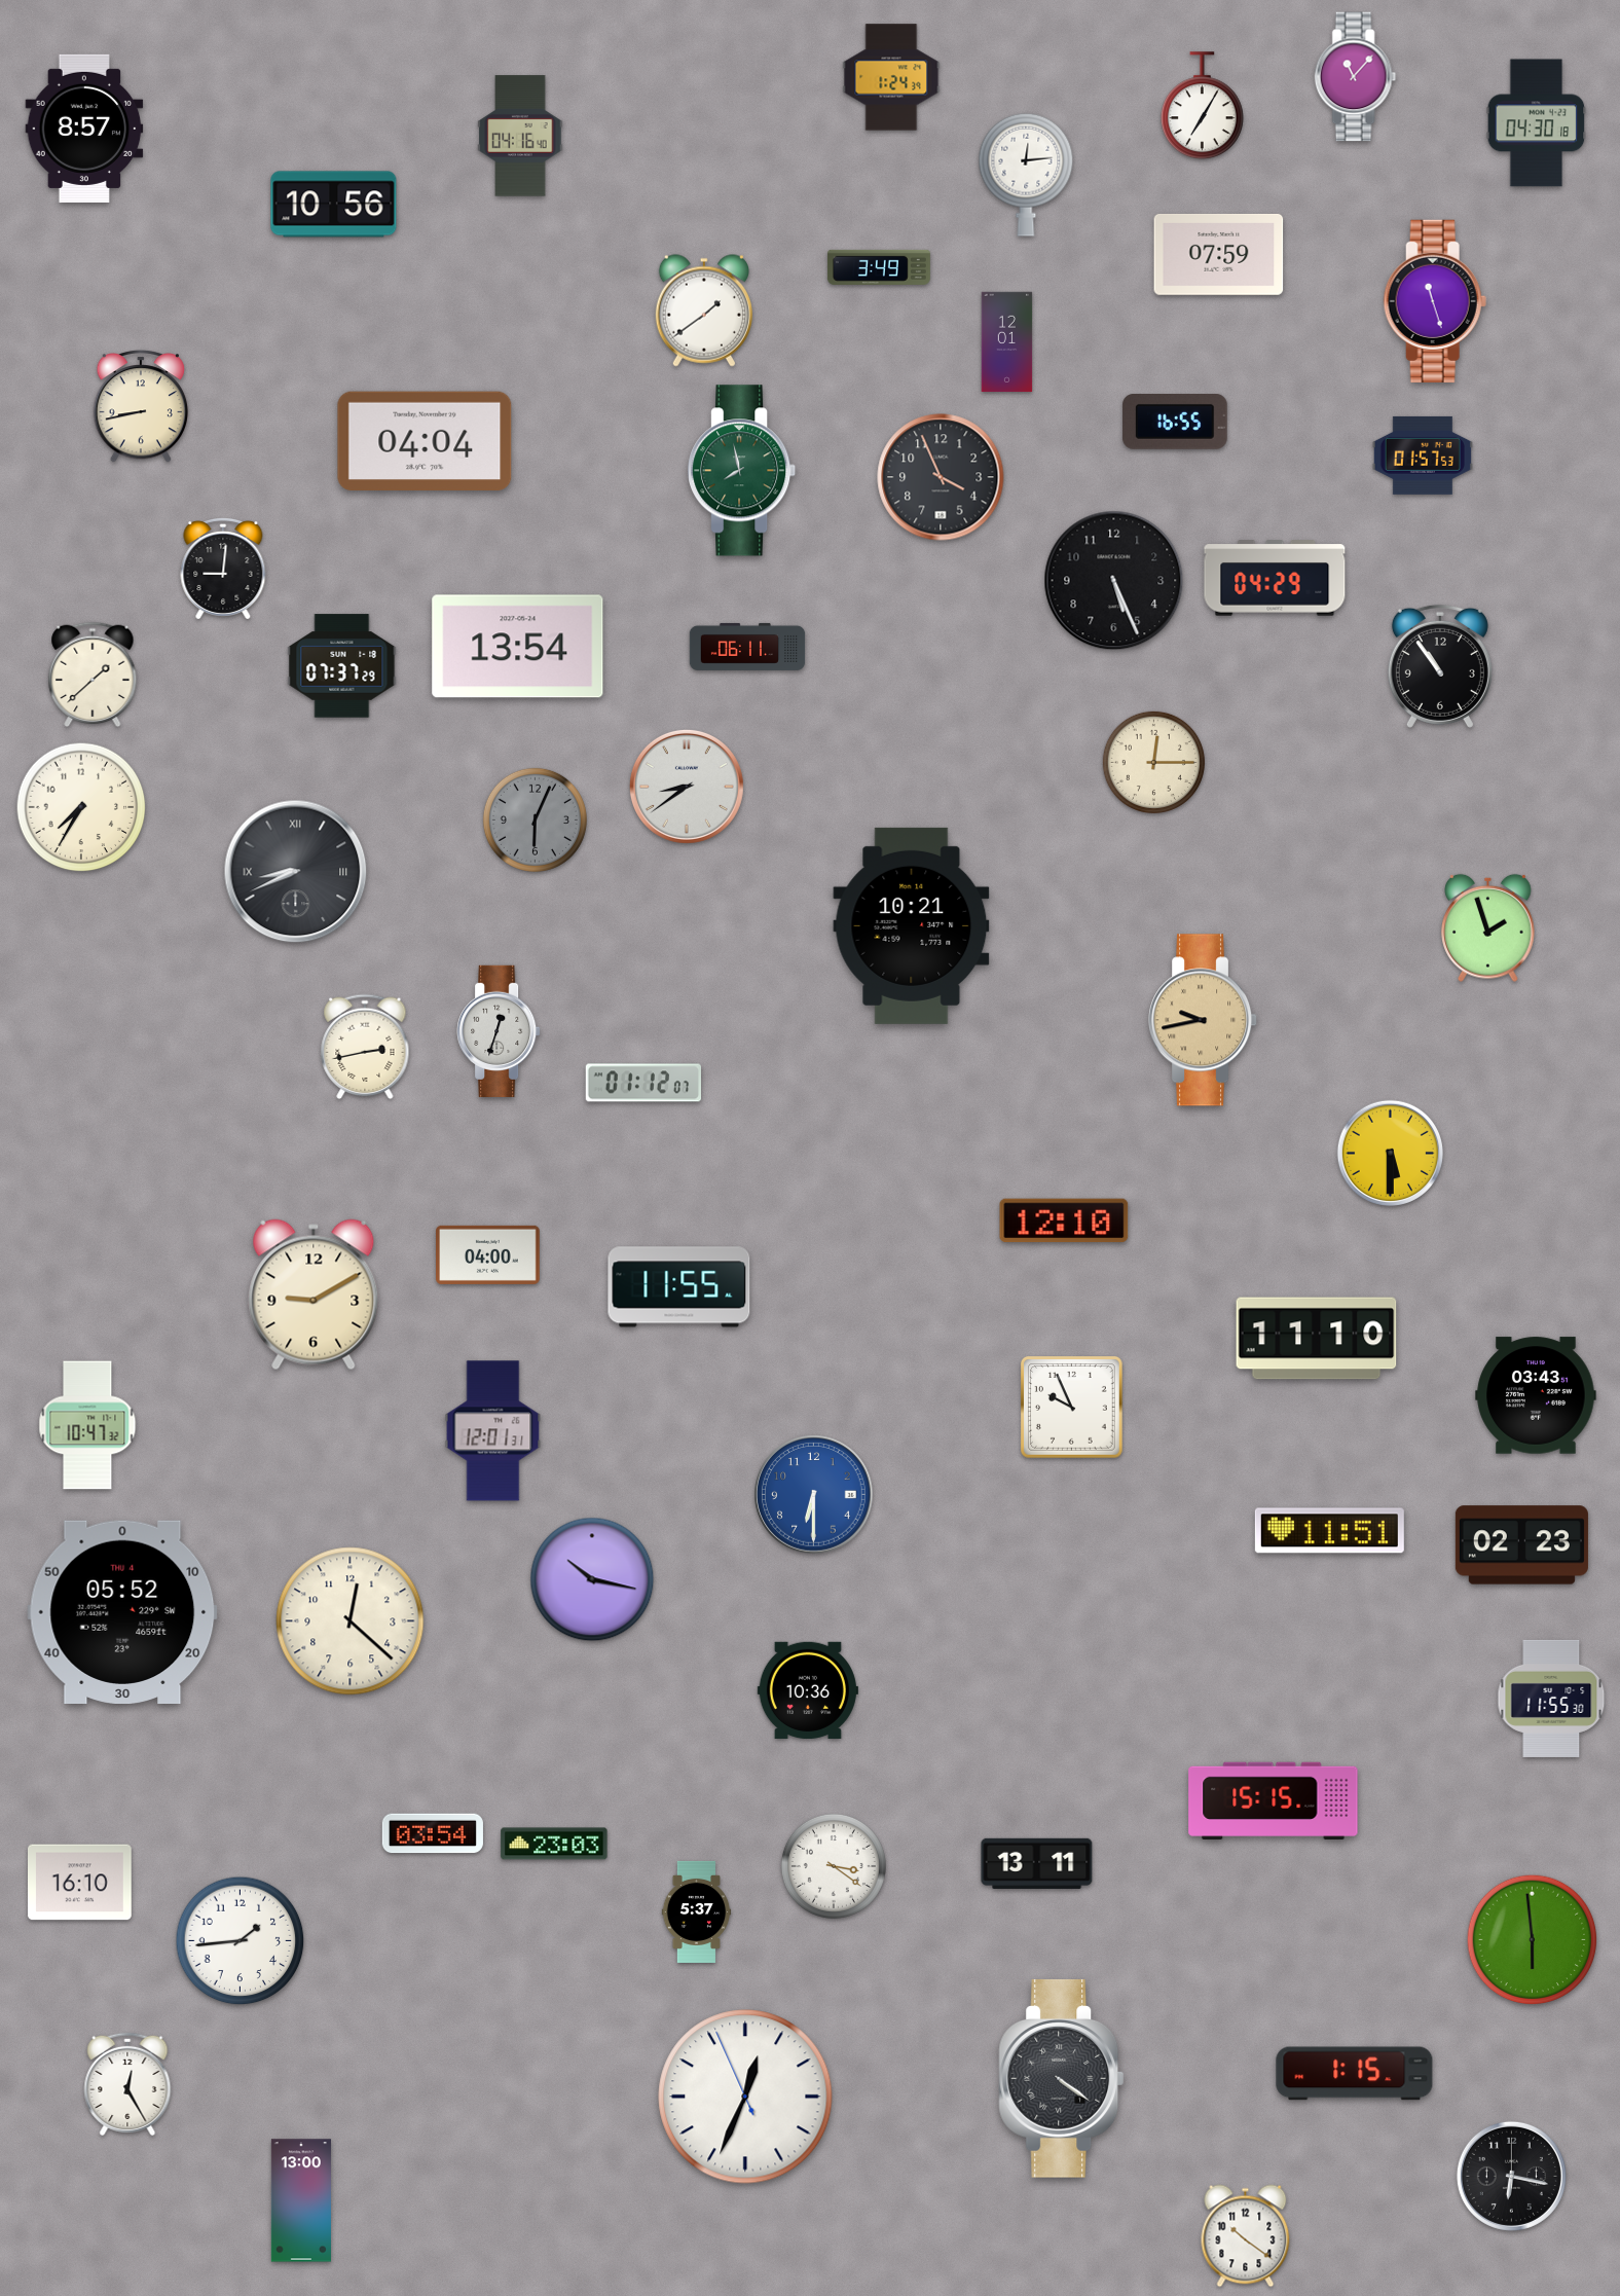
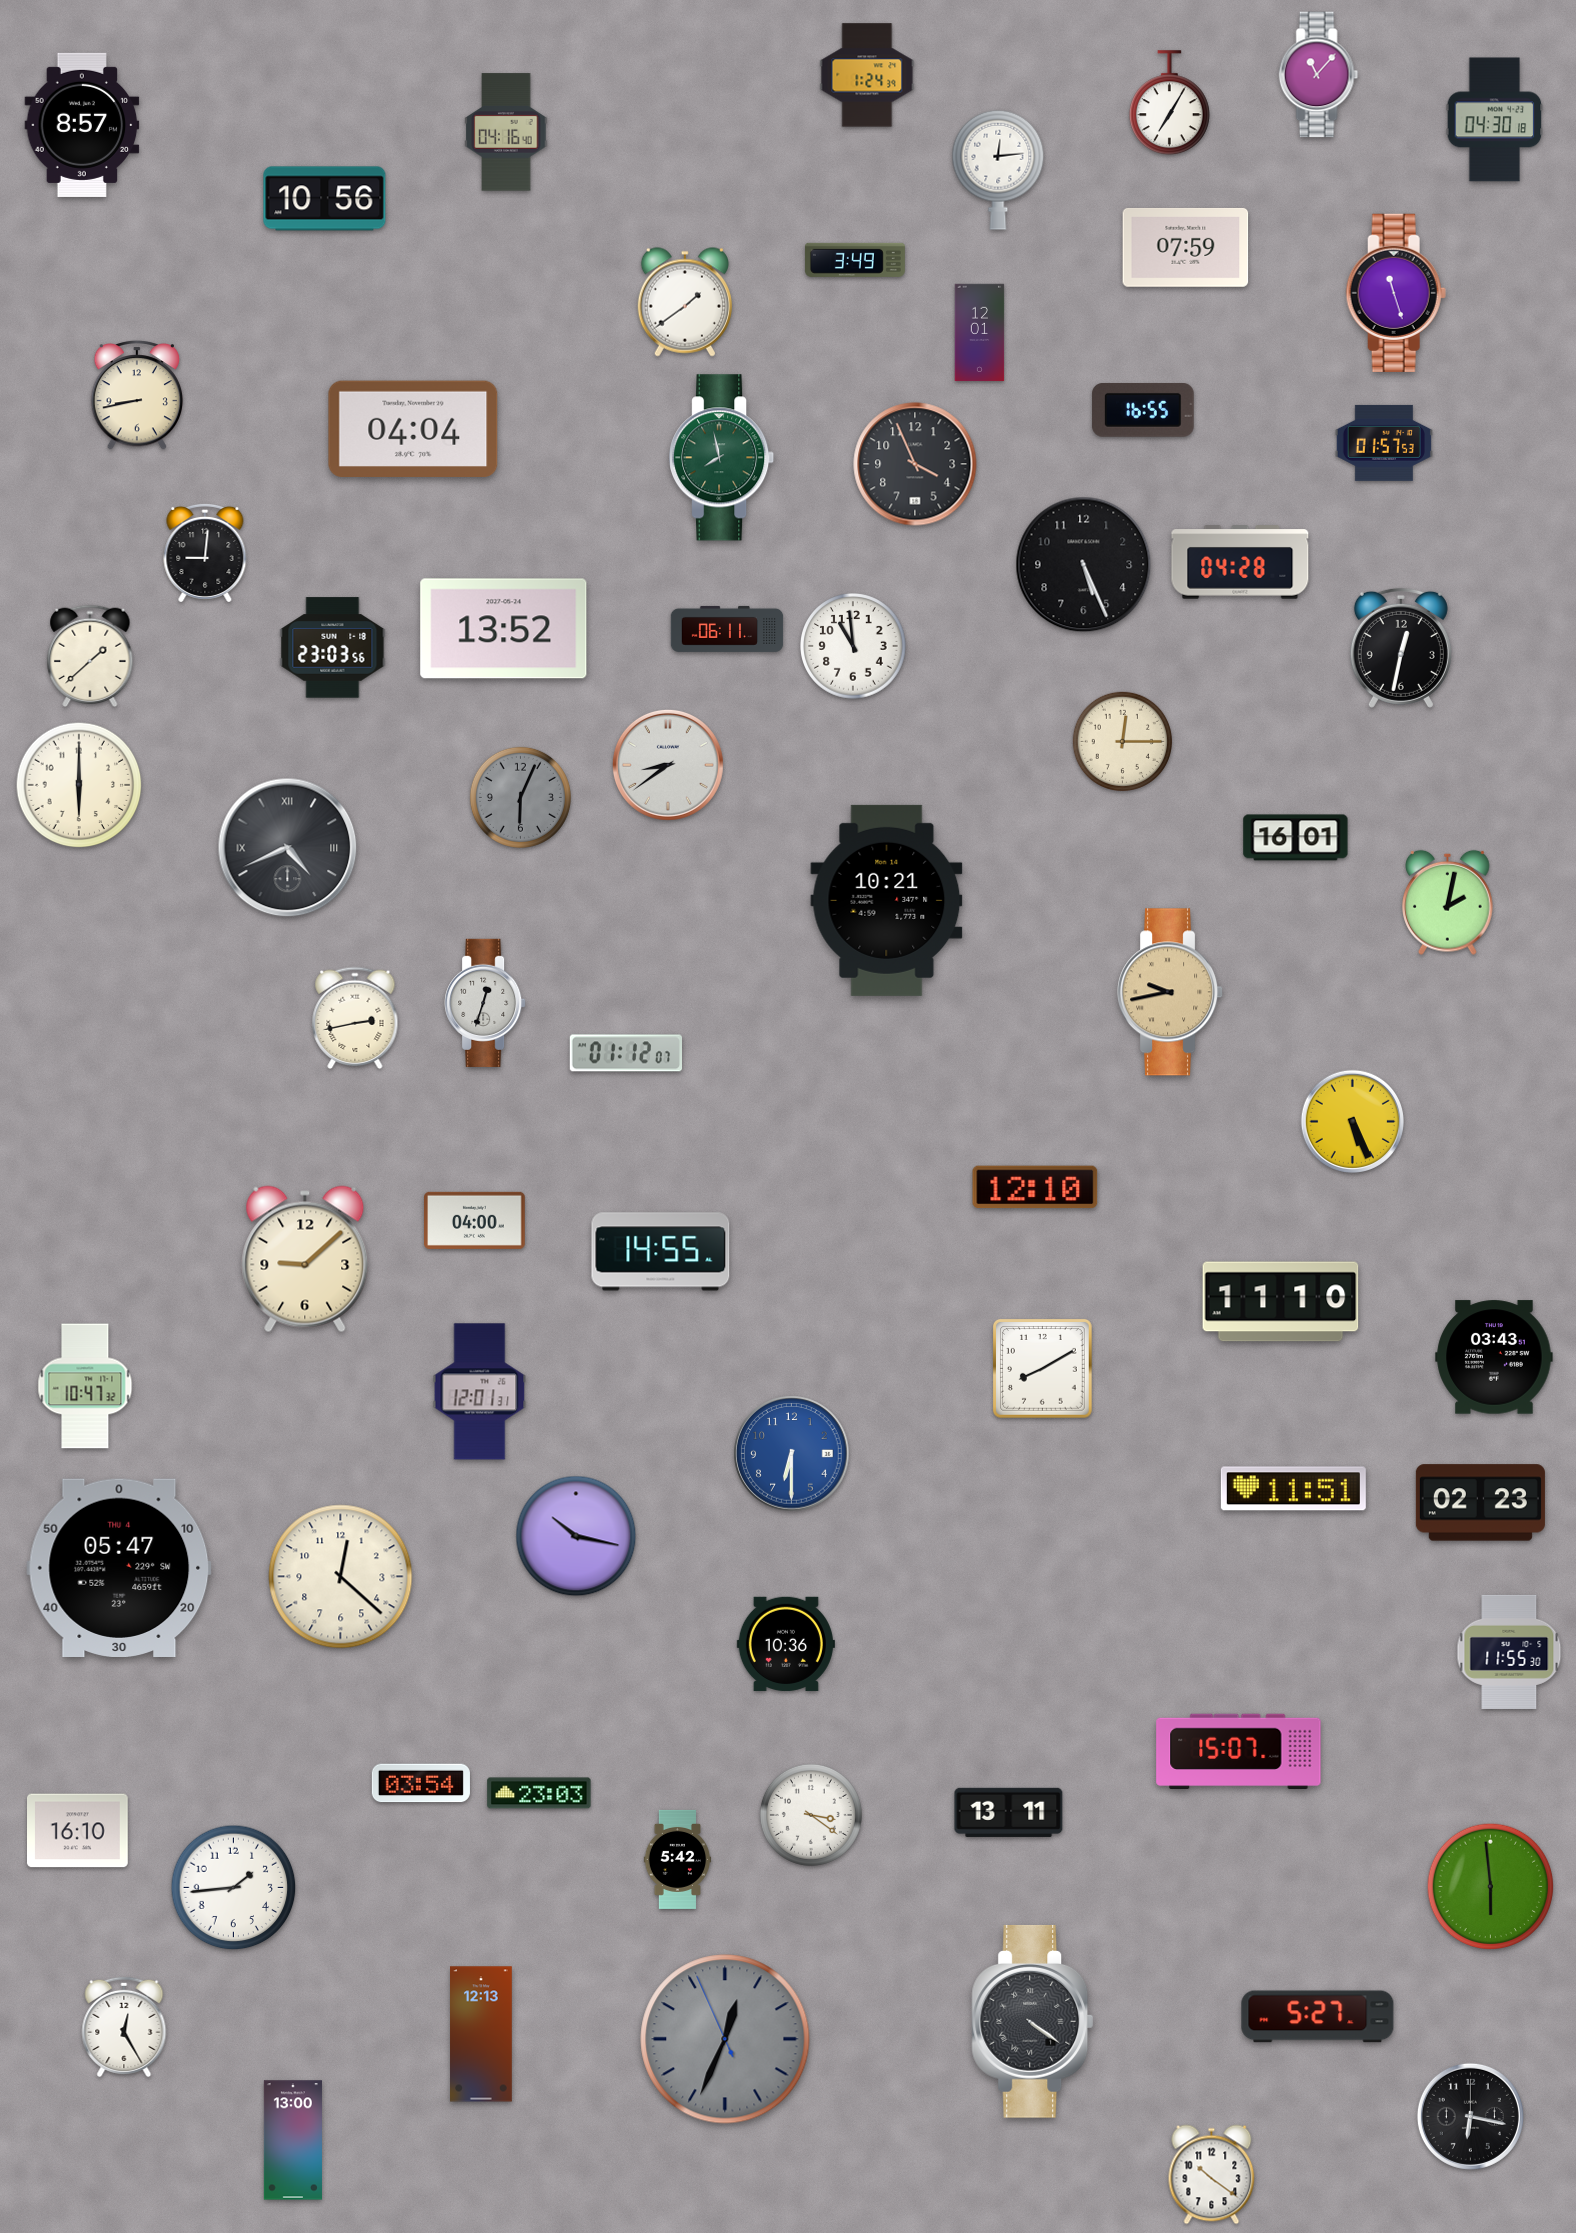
clock at (223, 569) position: (223, 569) -> (205, 553)
clock at (1275, 578): 04:29 -> 04:28
clock at (518, 647): 13:54 -> 13:52
clock at (853, 646): none -> 10:59
clock at (342, 666): 07:37 -> 23:03
clock at (1440, 666): 10:54 -> 12:32
clock at (81, 807): 7:35 -> 6:00
clock at (1296, 838): none -> 16:01
clock at (296, 872): 8:41 -> 4:41
clock at (1488, 927): 1:57 -> 2:02
clock at (1390, 1153): 5:30 -> 5:26
clock at (679, 1287): 11:55 -> 14:55
clock at (314, 1295): 9:10 -> 9:08
clock at (1072, 1408): 9:56 -> 8:10
clock at (122, 1611): 05:52 -> 05:47
clock at (1274, 1801): 15:15 -> 15:07
clock at (697, 1911): 5:37 -> 5:42
clock at (1355, 2074): 1:15 -> 5:27
clock at (481, 2034): none -> 12:13
clock at (745, 2097) dial: white -> grey
